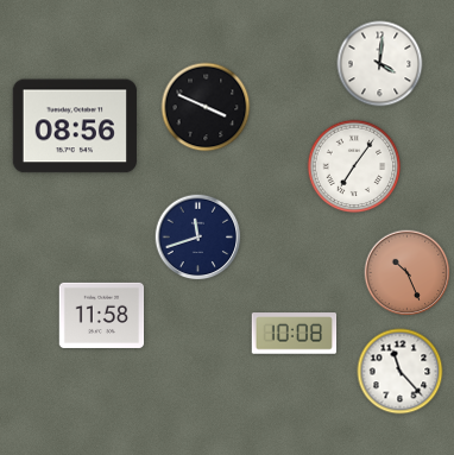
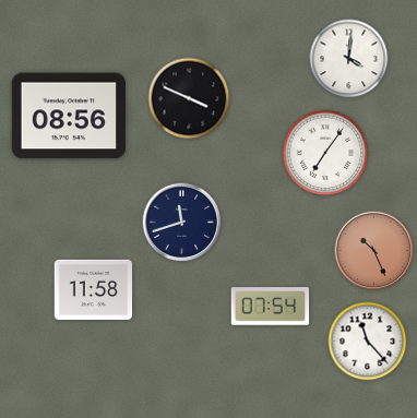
clock at (198, 238) position: (198, 238) -> (182, 223)
clock at (295, 334): 10:08 -> 07:54
